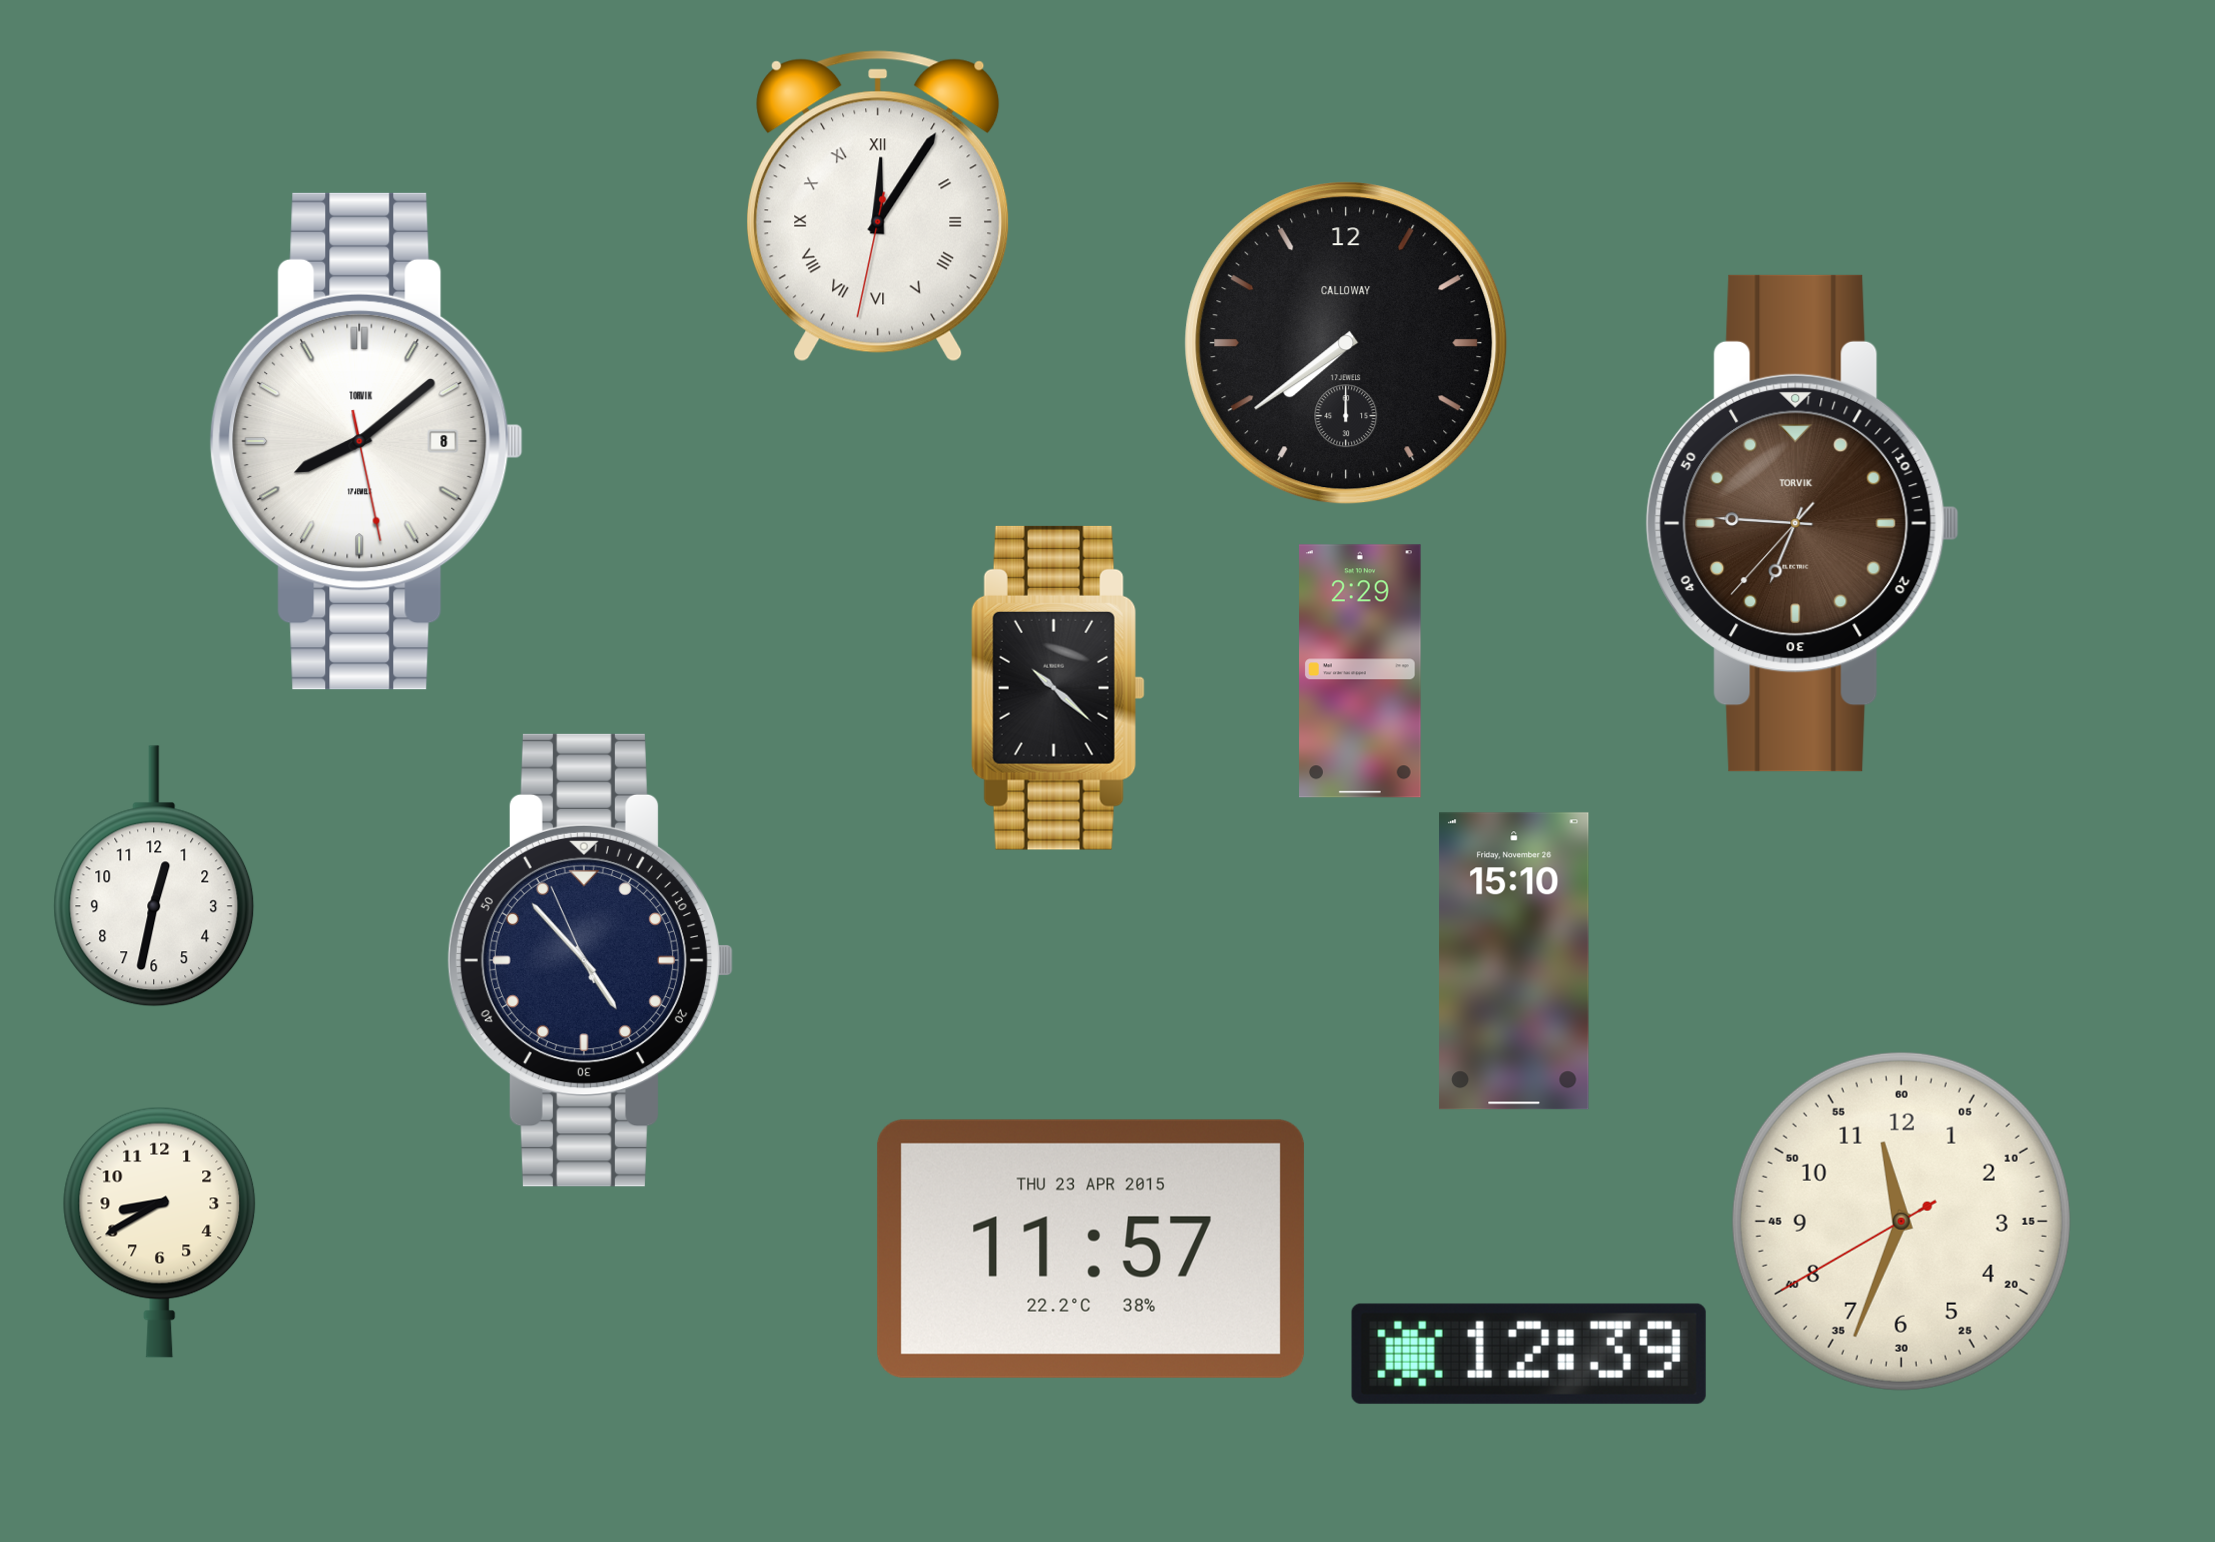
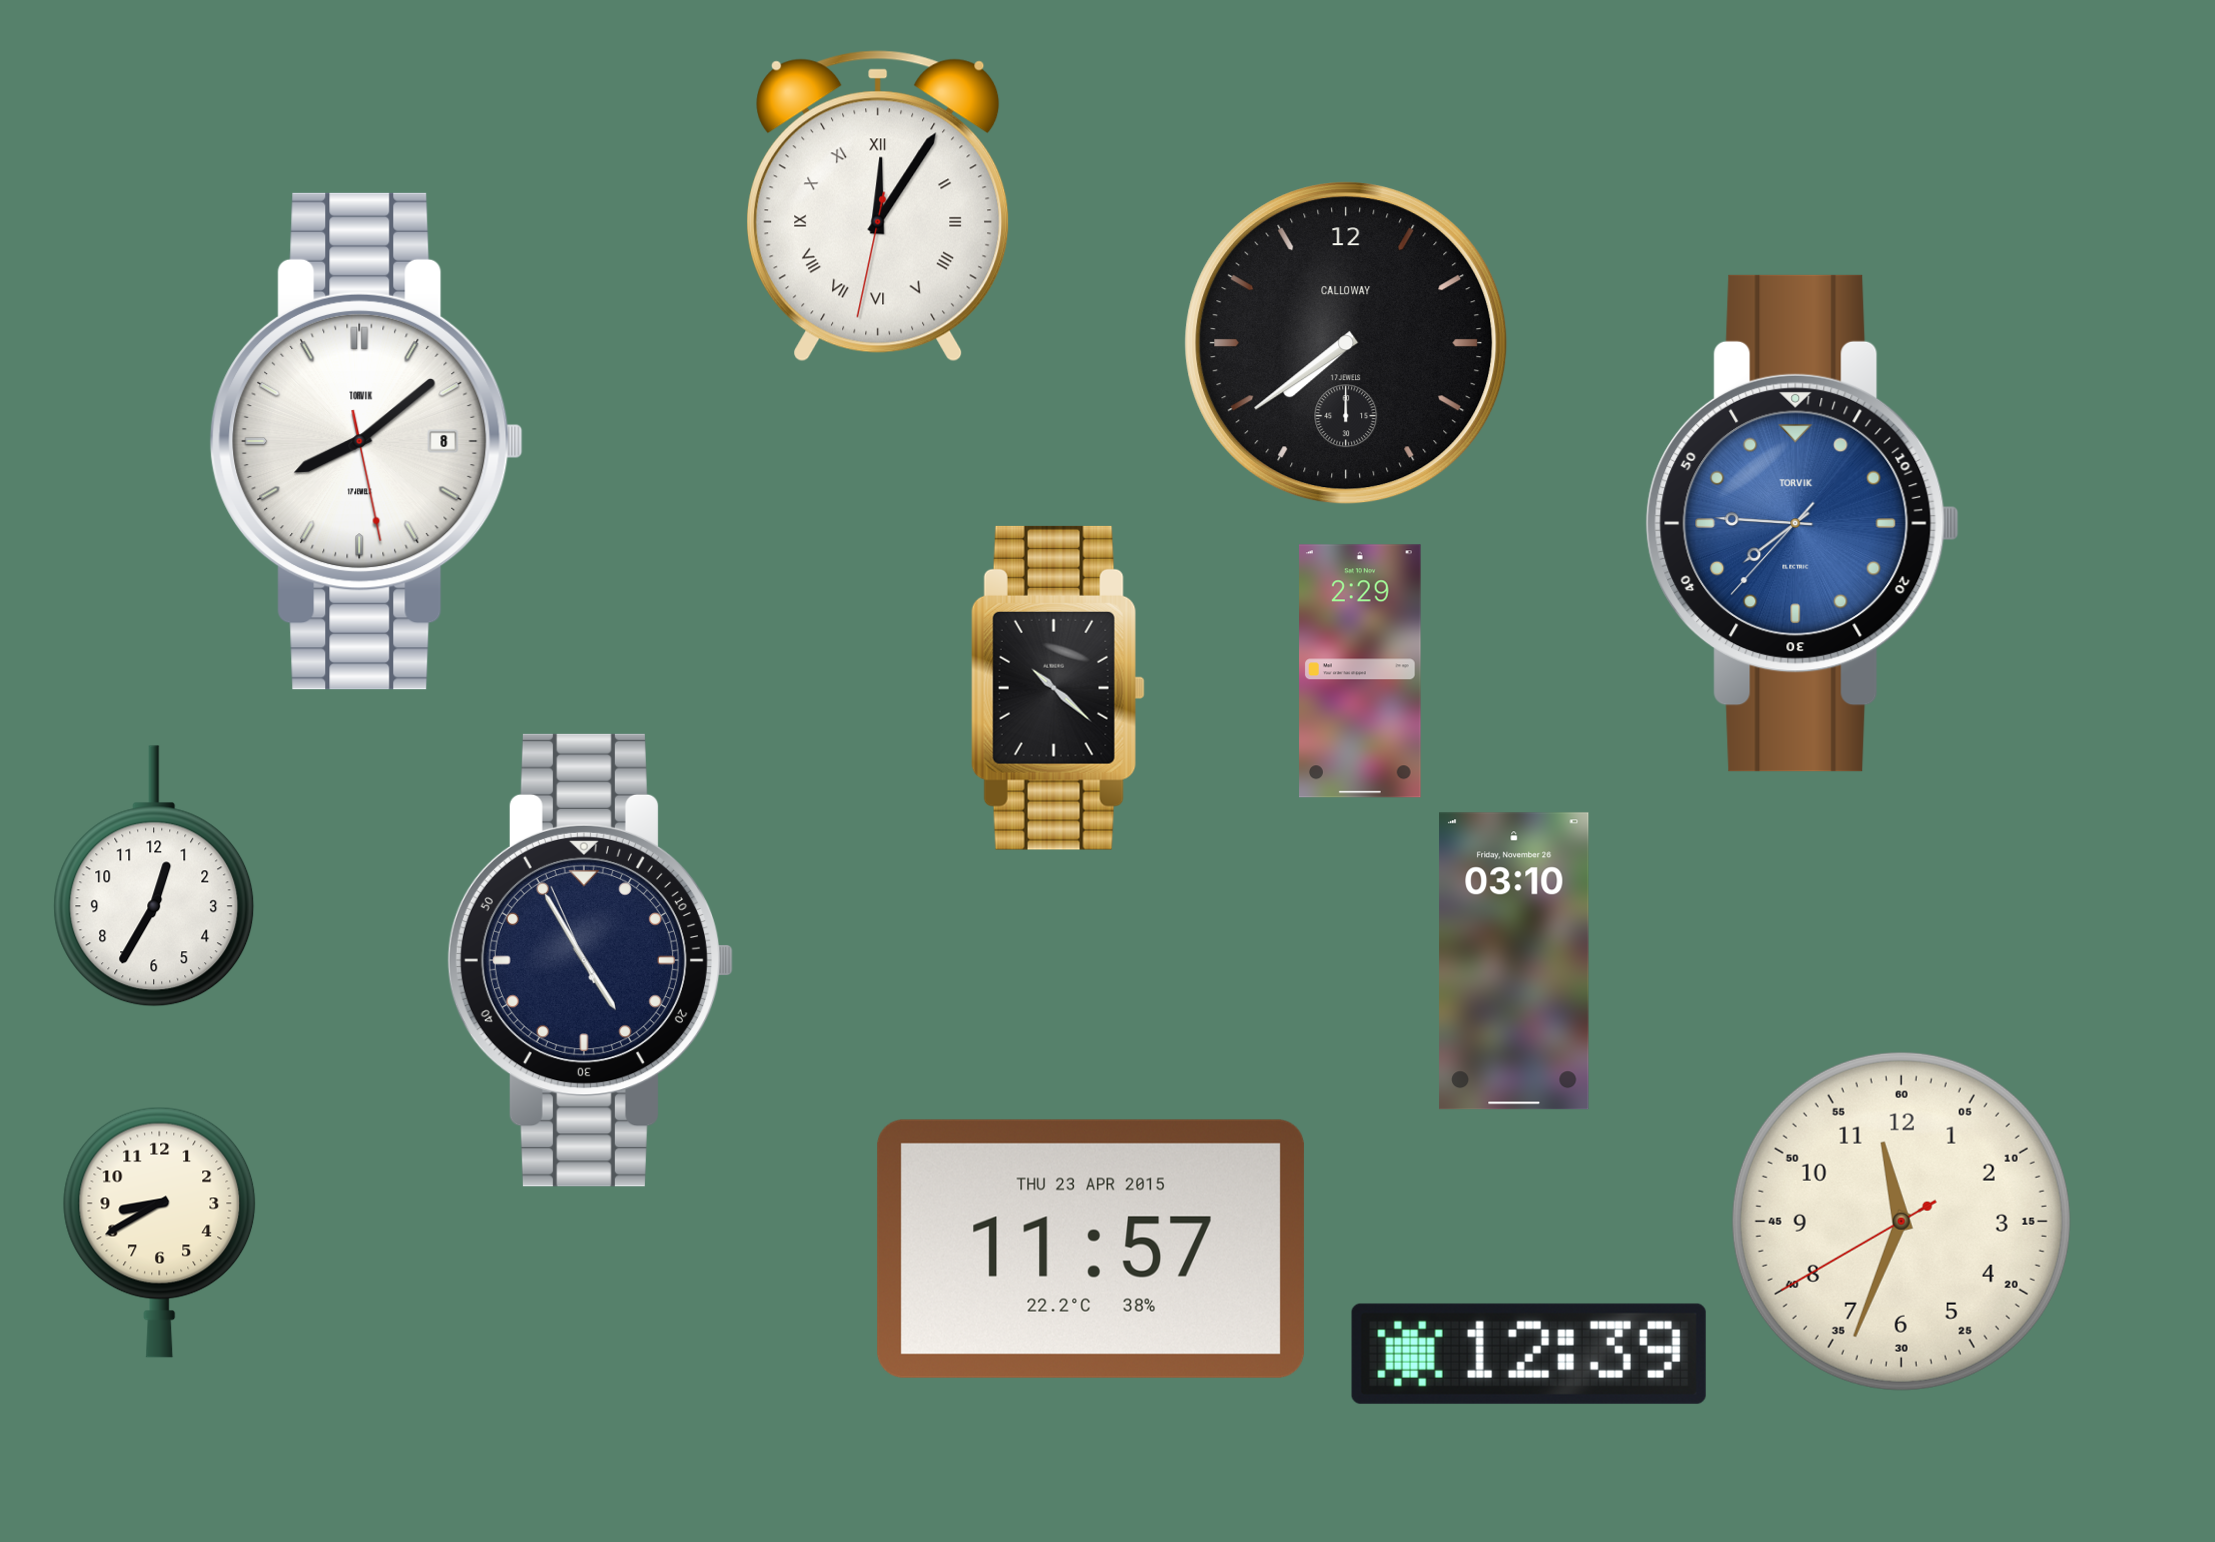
clock at (1802, 523): 6:45 -> 7:45
clock at (1802, 523) dial: brown -> blue
clock at (154, 876): 12:32 -> 12:35
clock at (591, 960): 4:52 -> 4:54
clock at (1514, 961): 15:10 -> 03:10
